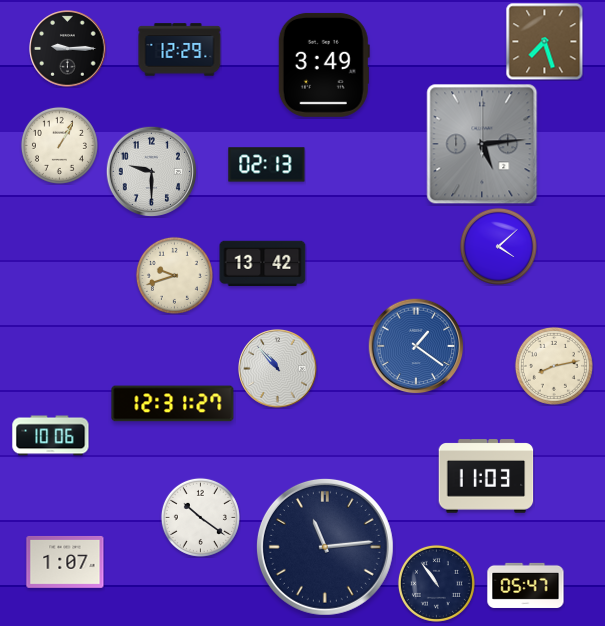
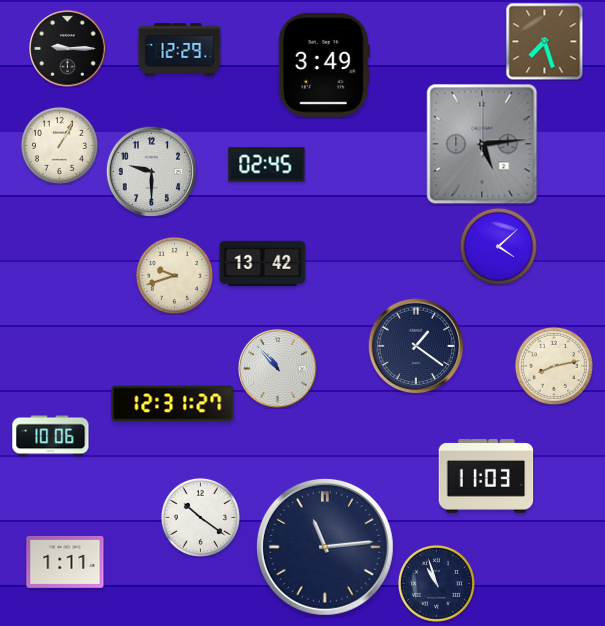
clock at (267, 165): 02:13 -> 02:45
clock at (416, 346) dial: blue -> navy
clock at (65, 562): 1:07 -> 1:11
clock at (436, 583): 10:54 -> 10:57
clock at (526, 585): 05:47 -> none
